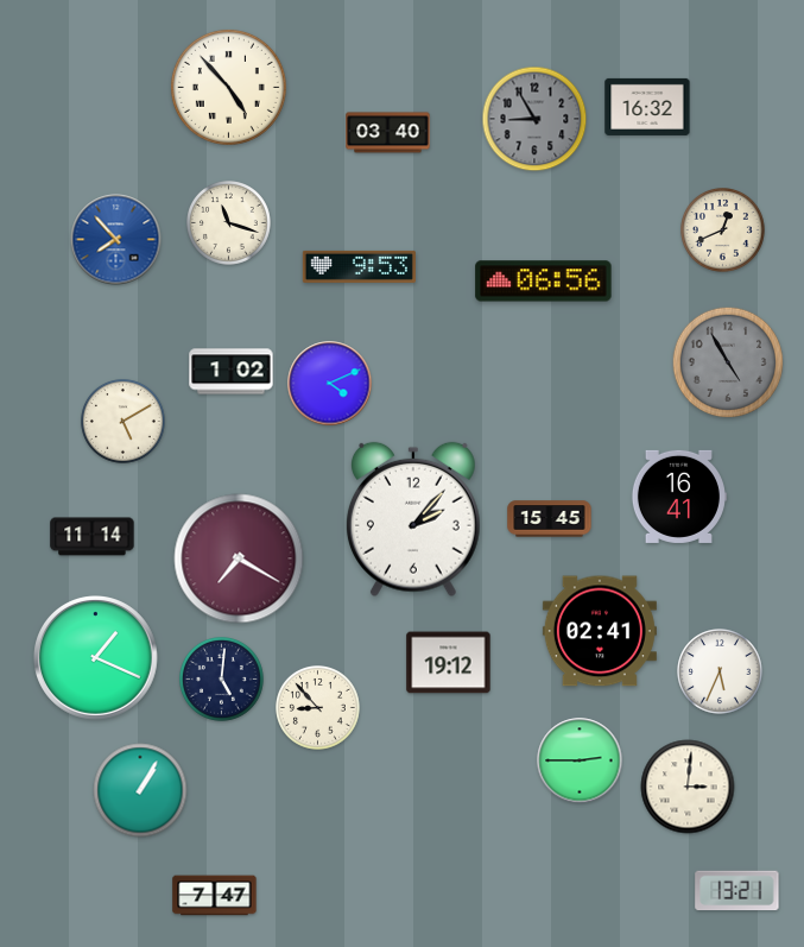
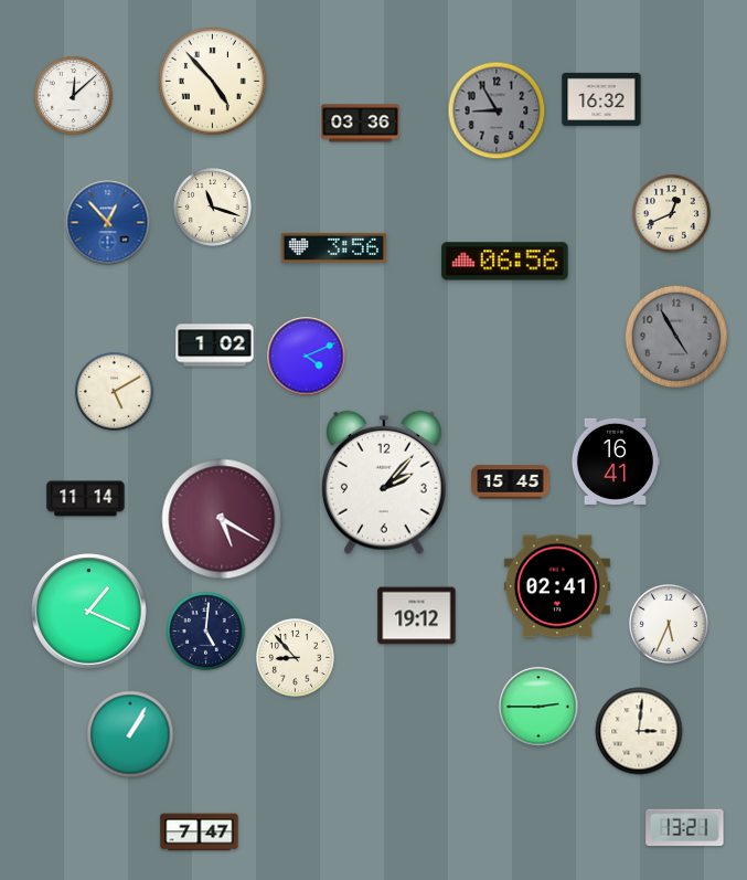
clock at (74, 96): none -> 12:08
clock at (388, 133): 03:40 -> 03:36
clock at (116, 240): 7:53 -> 12:53
clock at (359, 266): 9:53 -> 3:56
clock at (678, 497) position: (678, 497) -> (615, 462)
clock at (239, 558): 7:20 -> 5:20
